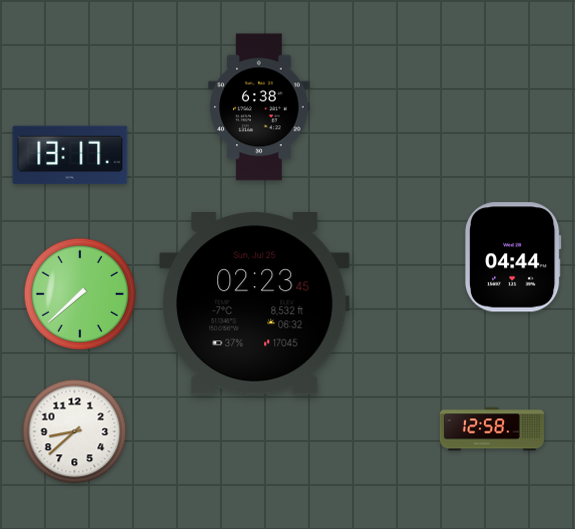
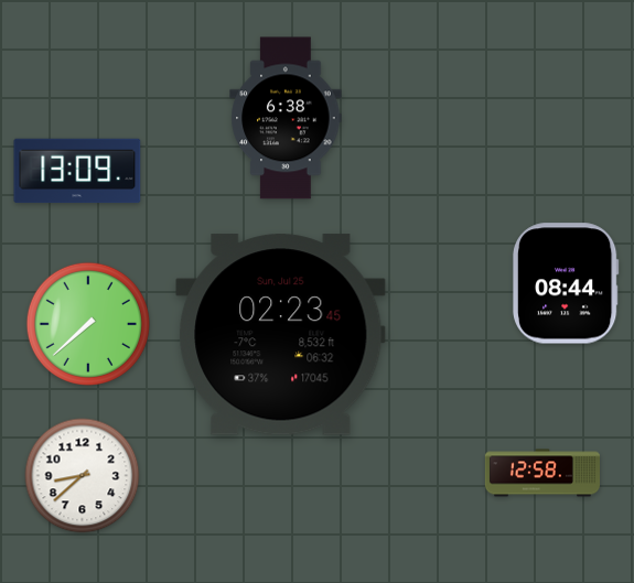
clock at (70, 155): 13:17 -> 13:09
clock at (513, 257): 04:44 -> 08:44
